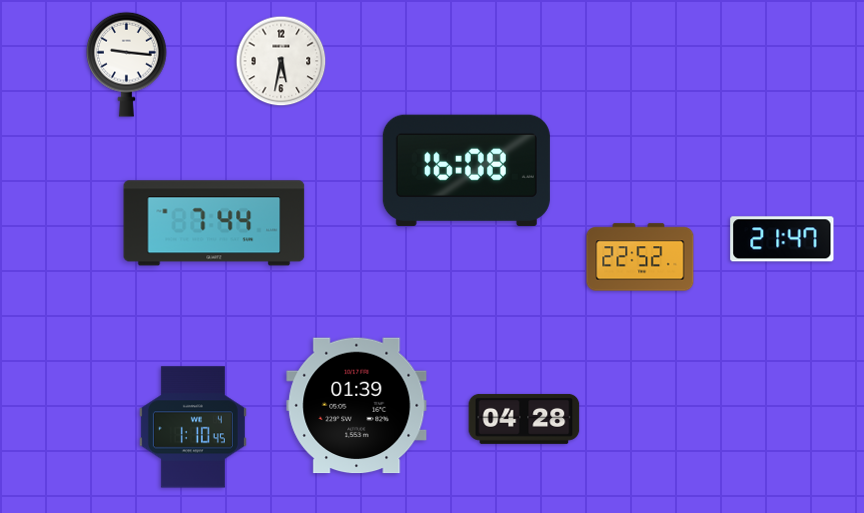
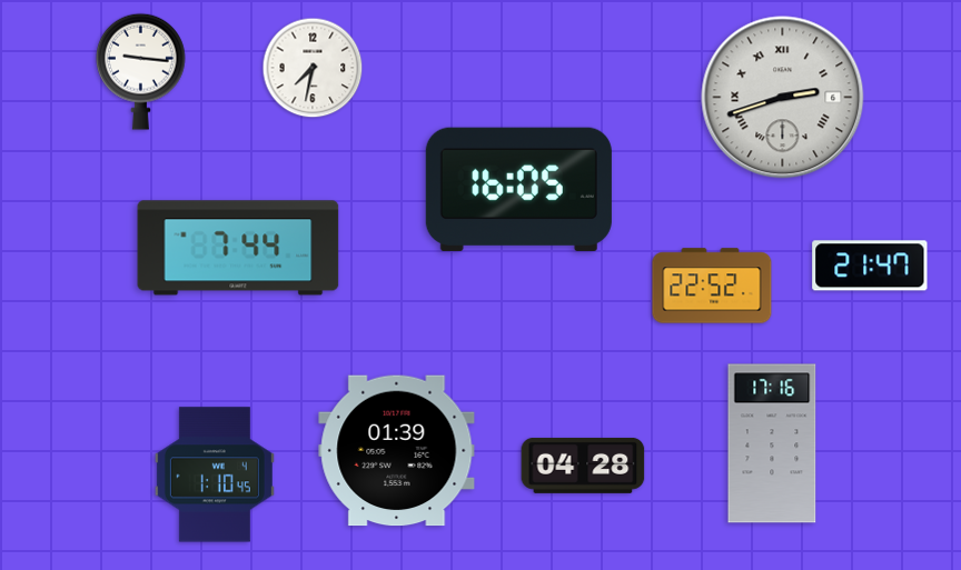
clock at (281, 61): 5:32 -> 7:32
clock at (783, 98): none -> 2:42
clock at (466, 170): 16:08 -> 16:05
clock at (772, 443): none -> 17:16
